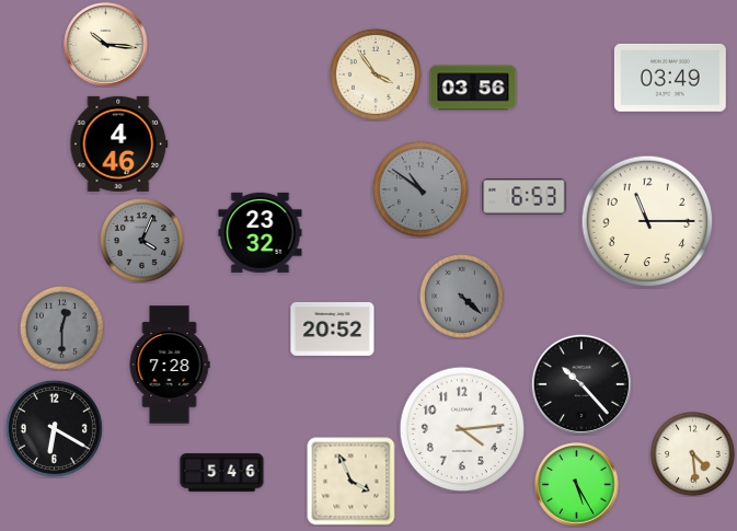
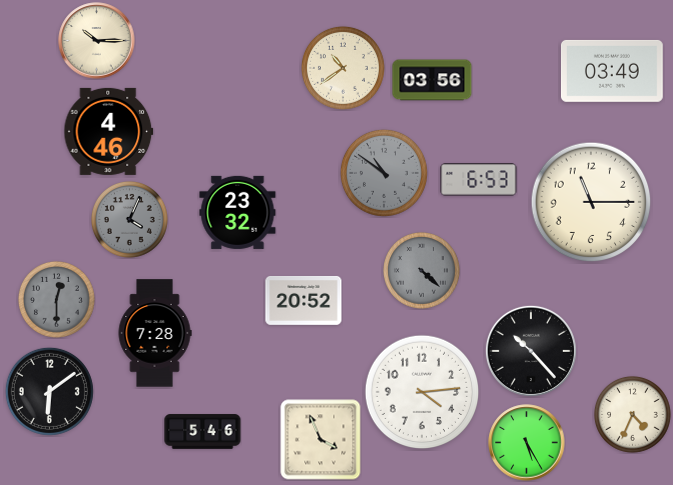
clock at (106, 45): 10:16 -> 10:15
clock at (376, 74): 3:54 -> 10:39
clock at (54, 428): 6:20 -> 6:09
clock at (692, 453): 4:29 -> 4:34
